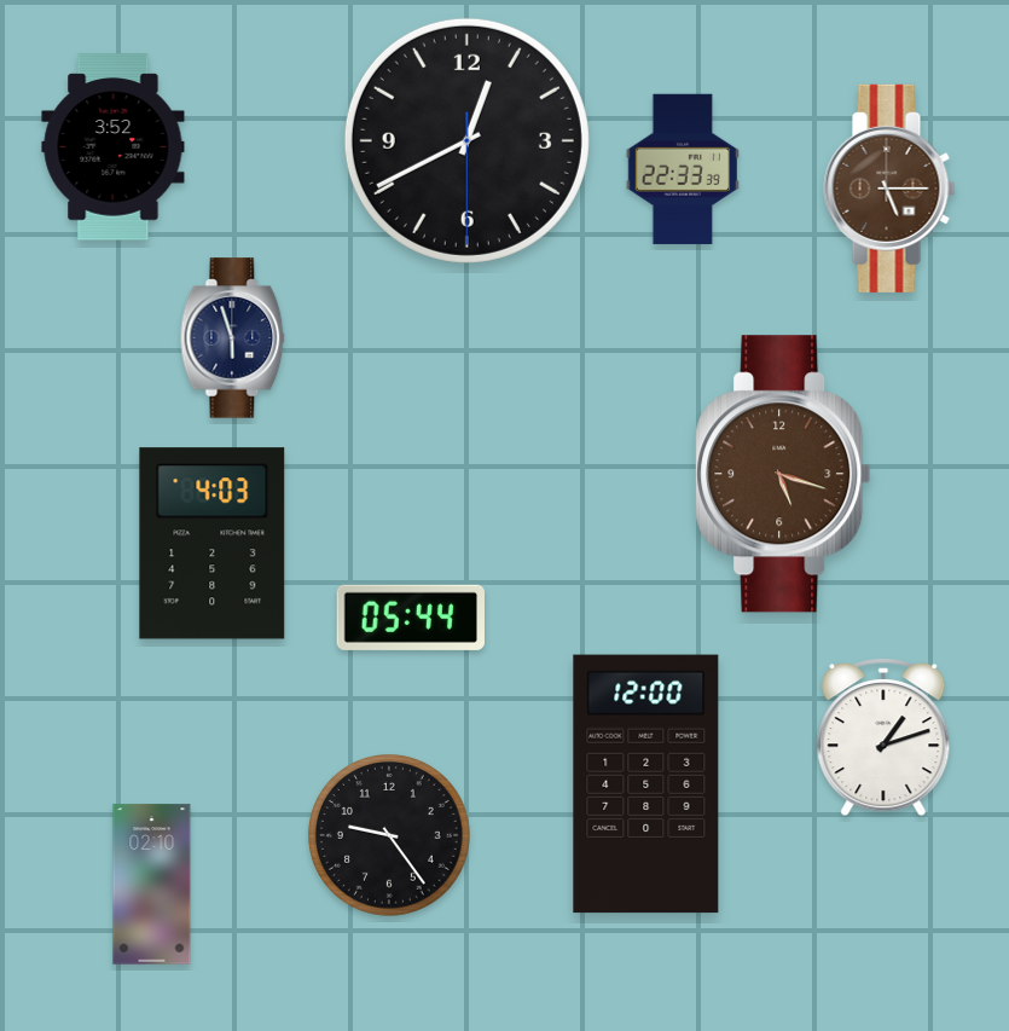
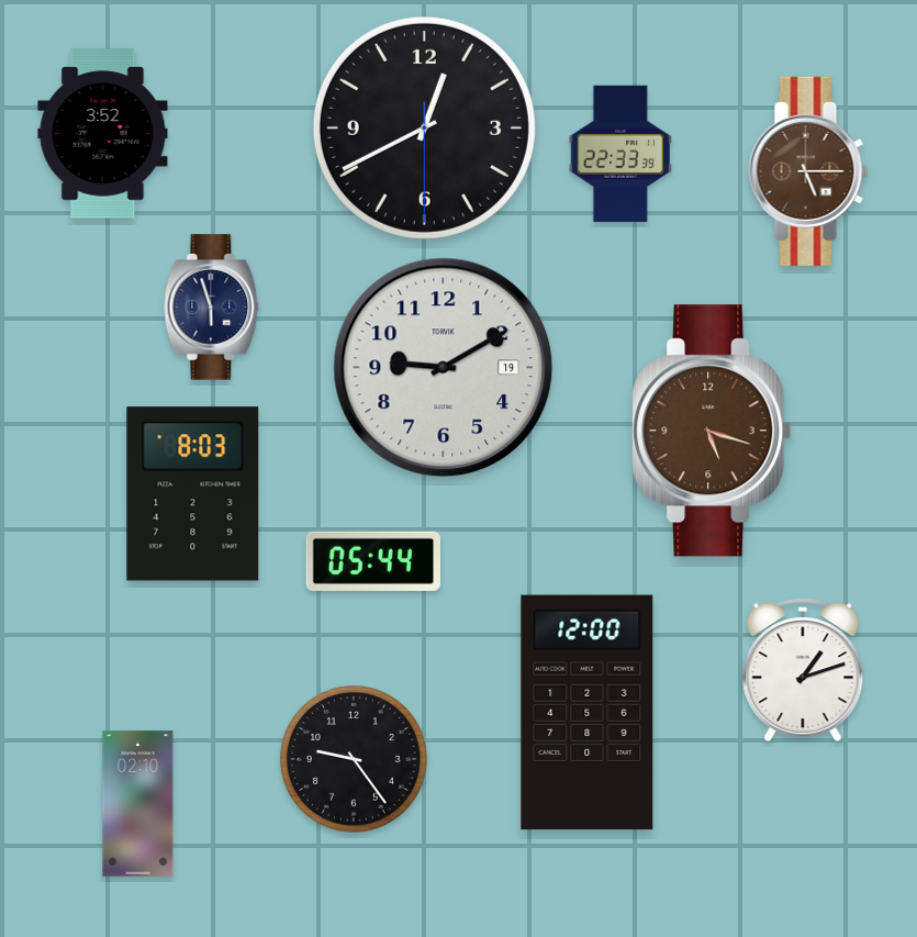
clock at (444, 368): none -> 9:10
clock at (213, 544): 4:03 -> 8:03
